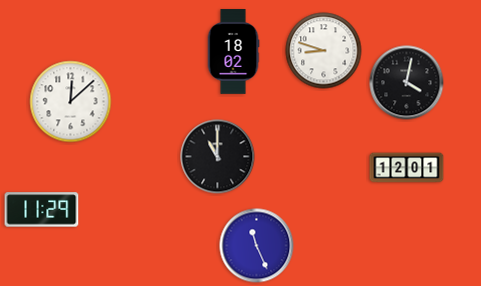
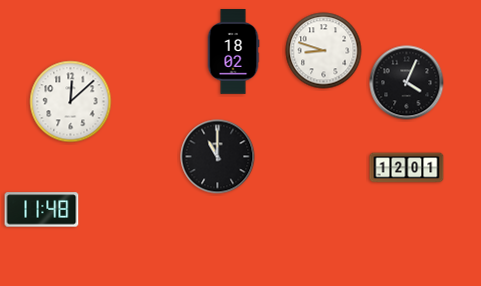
clock at (407, 83): 4:02 -> 4:04
clock at (42, 210): 11:29 -> 11:48
clock at (257, 246): 11:26 -> none
